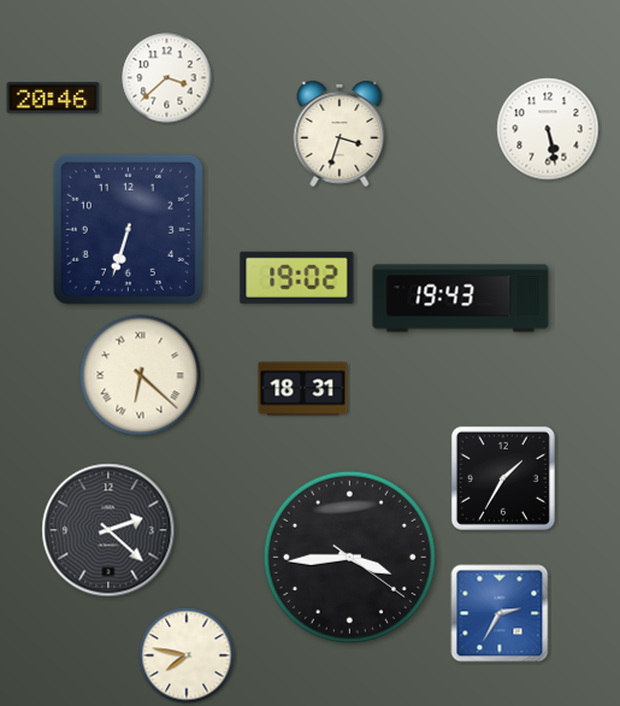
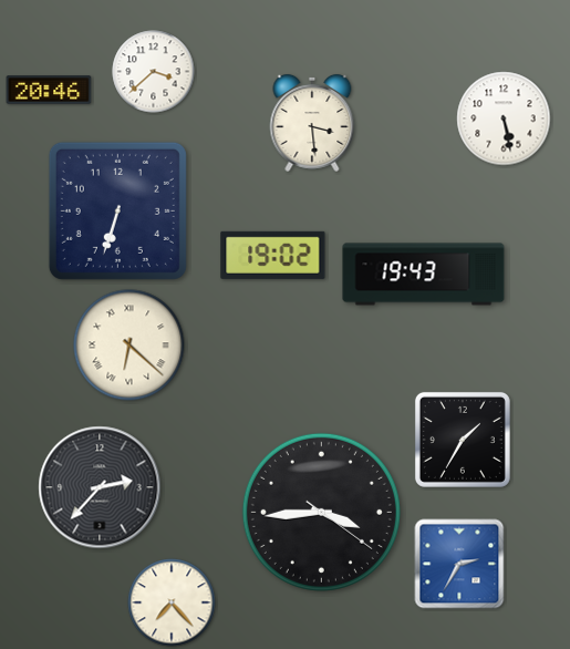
clock at (339, 134): 3:33 -> 3:29
clock at (303, 389): 18:31 -> none
clock at (108, 530): 2:22 -> 2:37
clock at (187, 655): 7:47 -> 7:23
